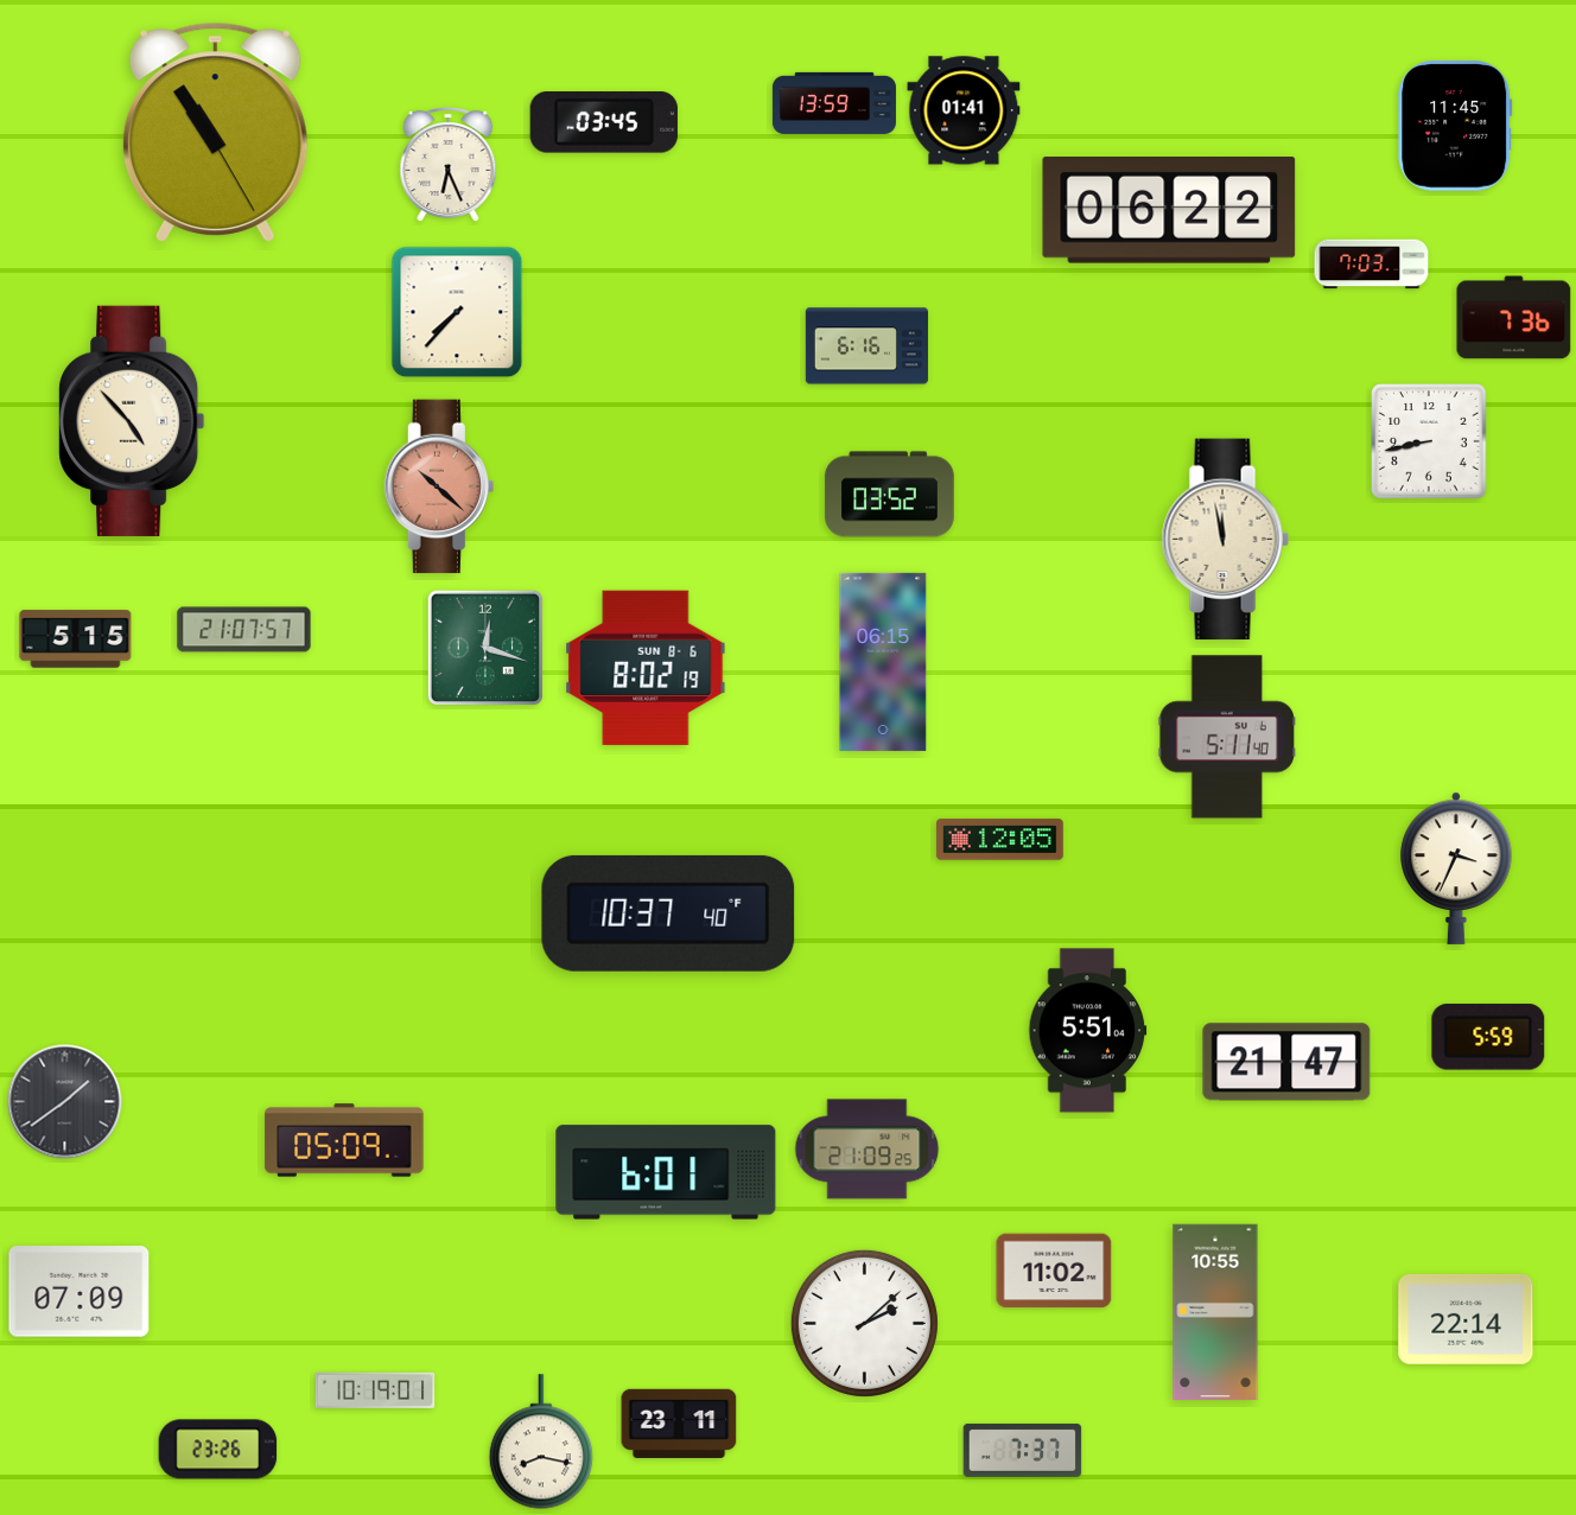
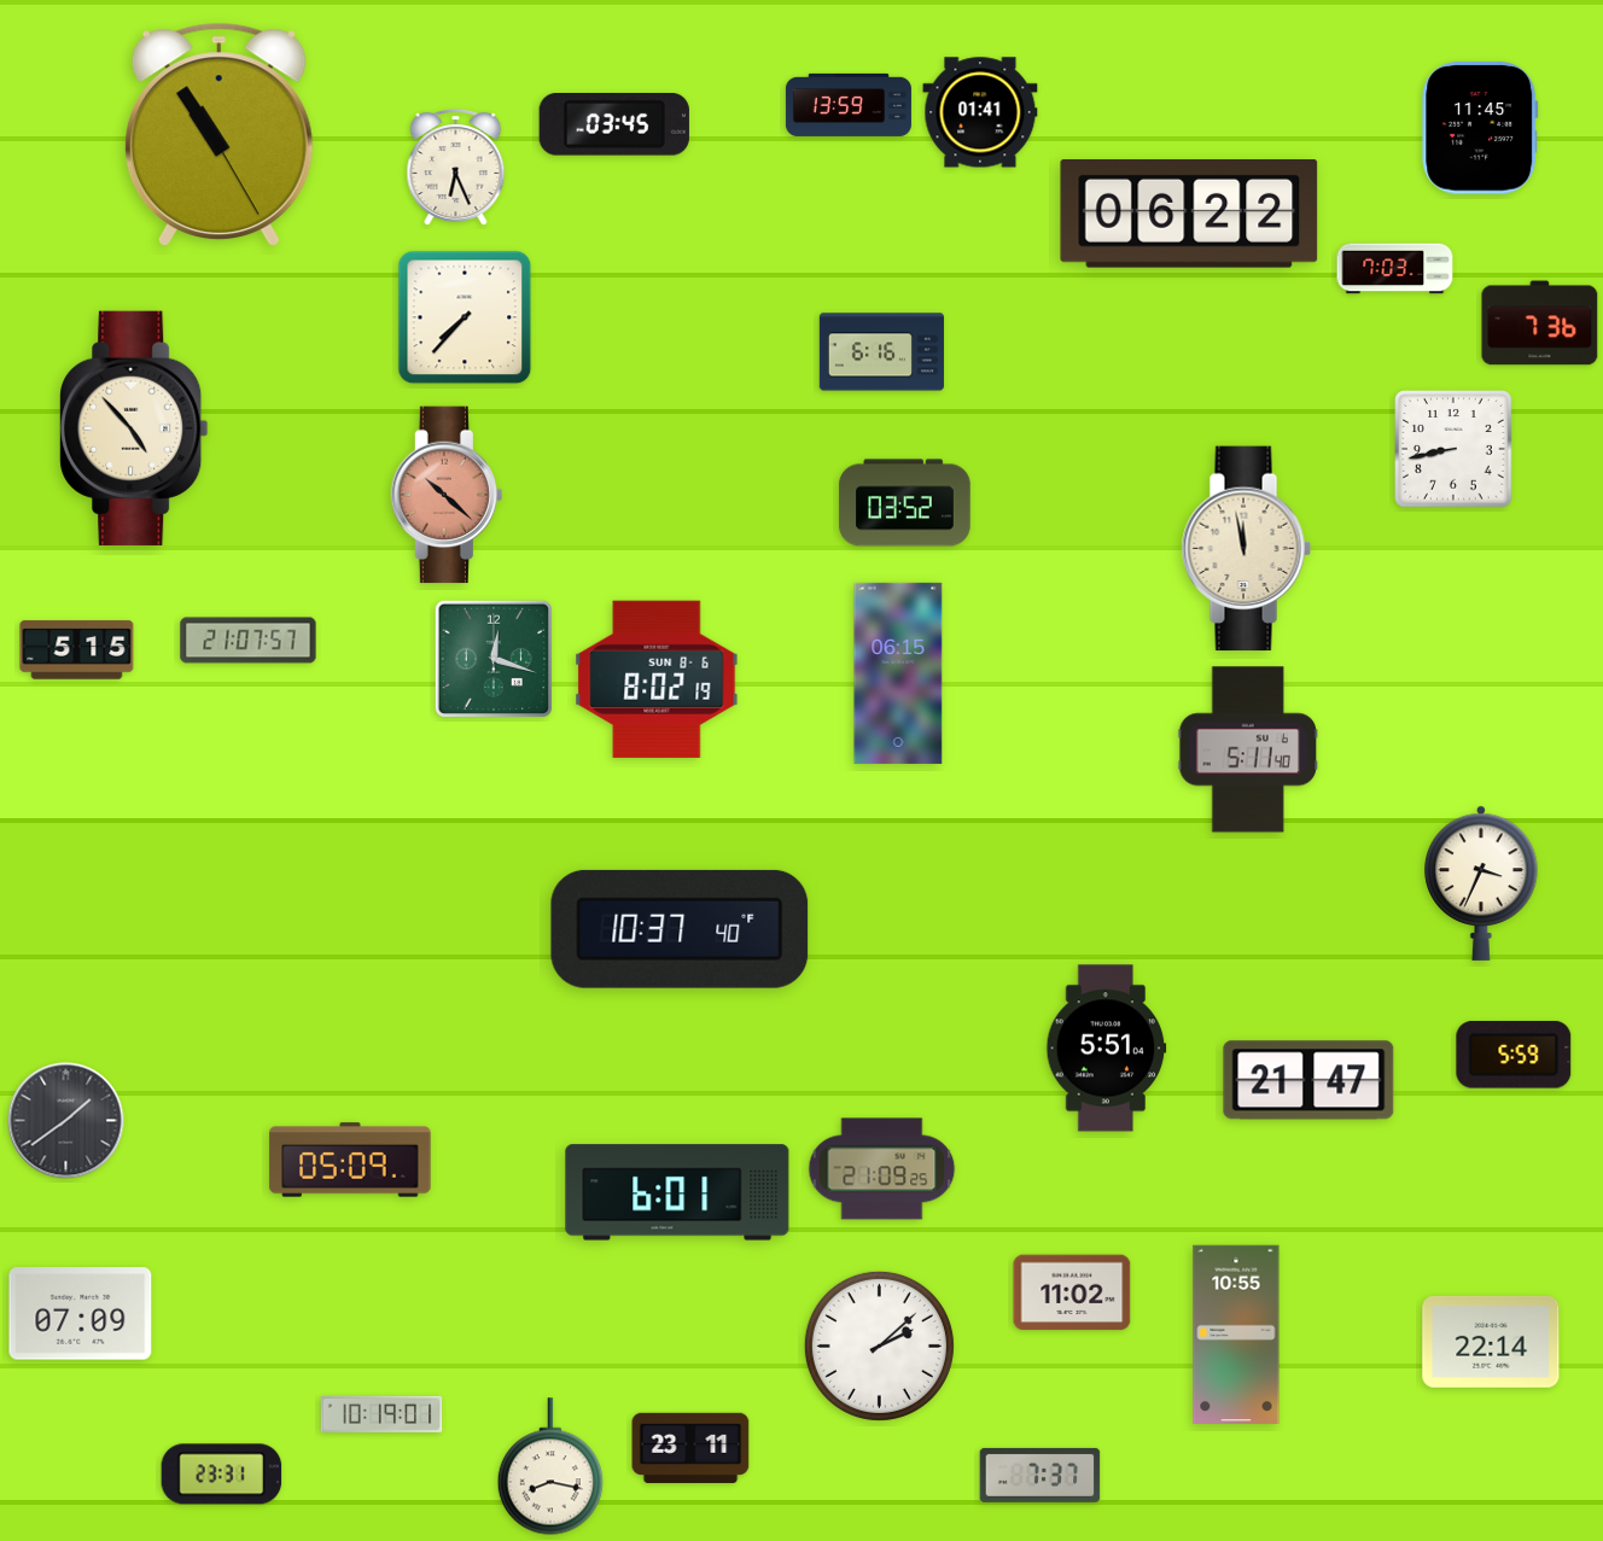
clock at (1000, 840): 12:05 -> none
clock at (218, 1450): 23:26 -> 23:31
